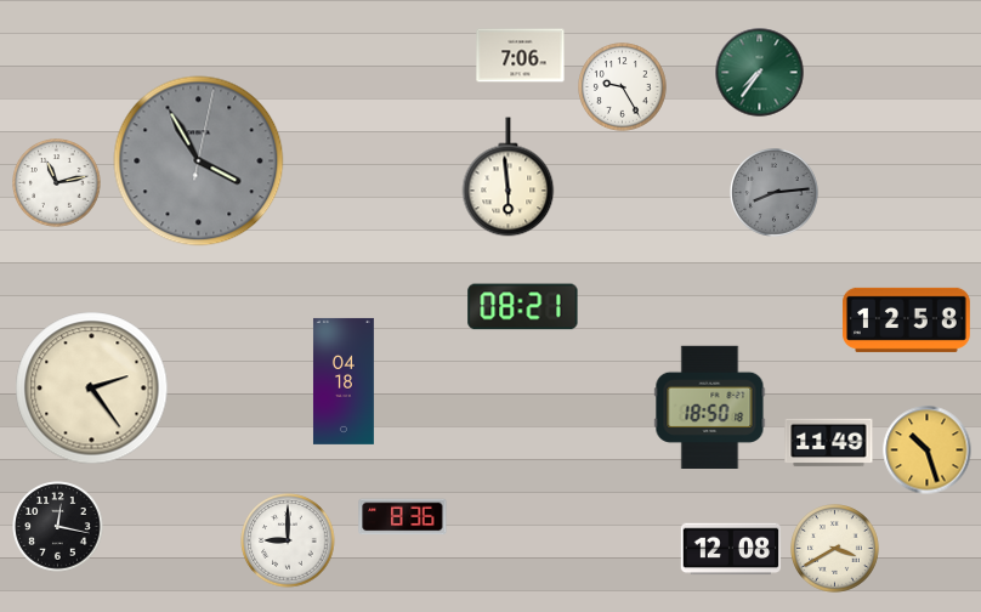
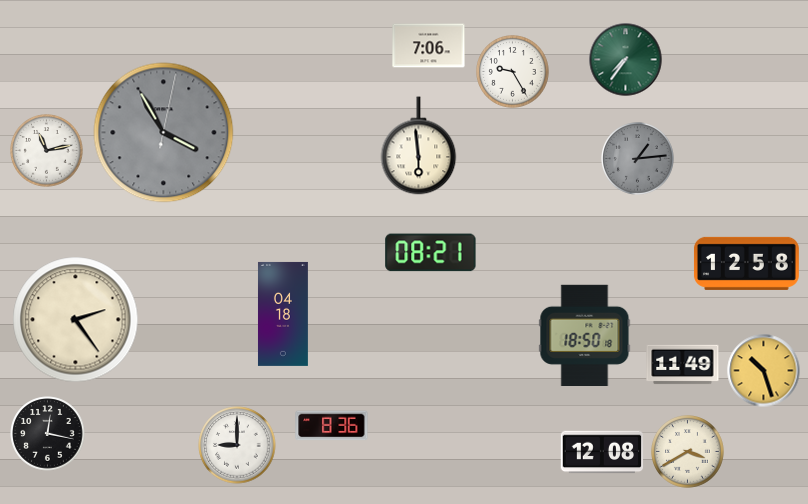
clock at (775, 193): 8:14 -> 1:14
